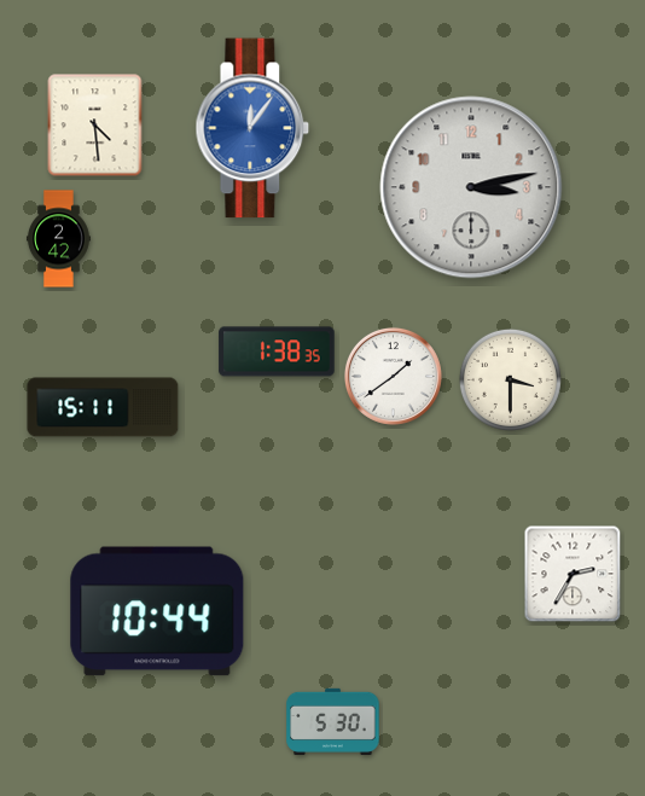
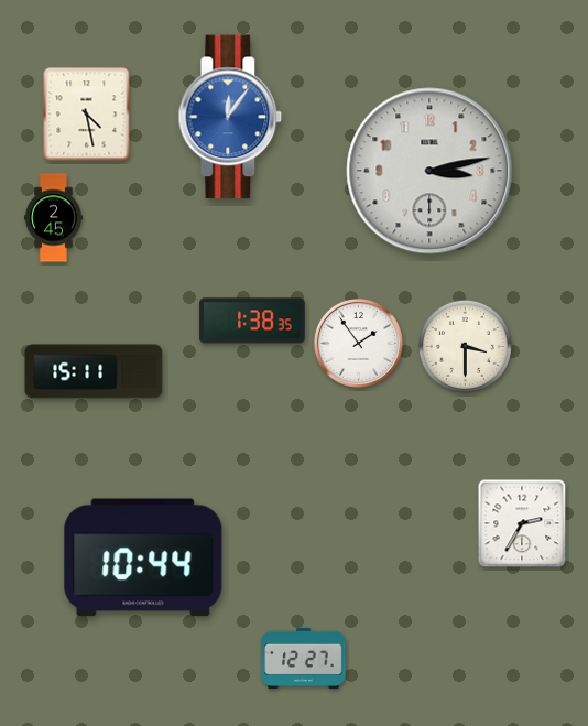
clock at (95, 126): 4:29 -> 4:28
clock at (58, 239): 2:42 -> 2:45
clock at (393, 376): 1:39 -> 1:54
clock at (333, 721): 5:30 -> 12:27
